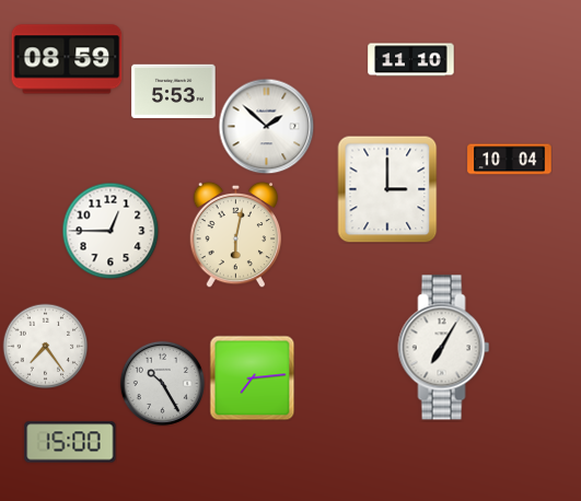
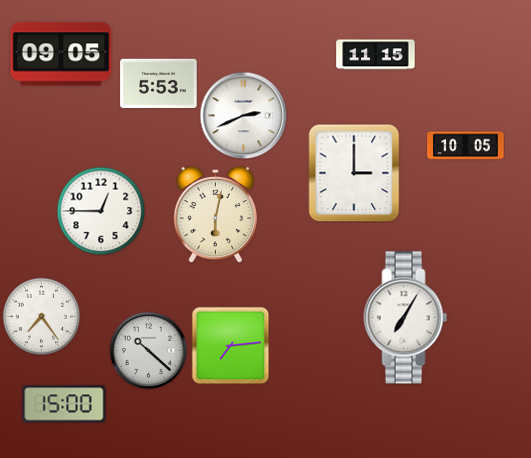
clock at (67, 59): 08:59 -> 09:05
clock at (411, 60): 11:10 -> 11:15
clock at (266, 126): 1:52 -> 2:41
clock at (510, 160): 10:04 -> 10:05
clock at (162, 383): 10:25 -> 10:22
